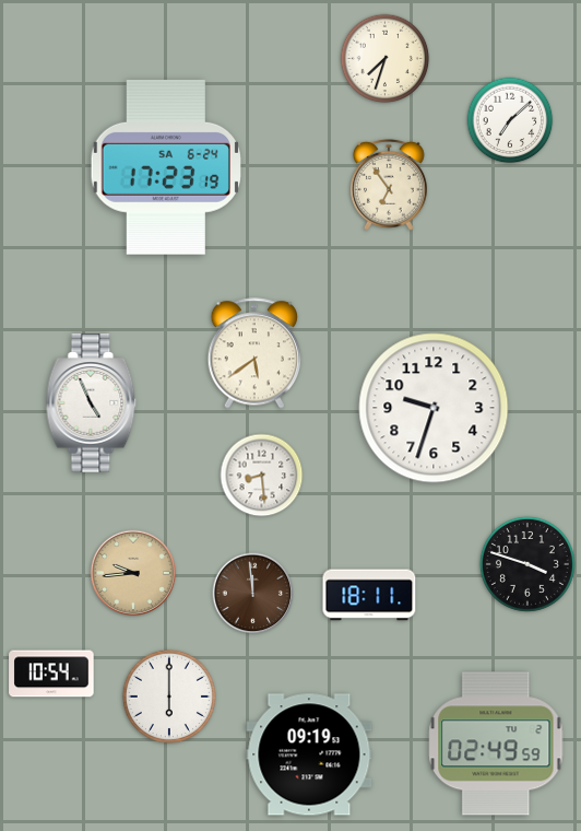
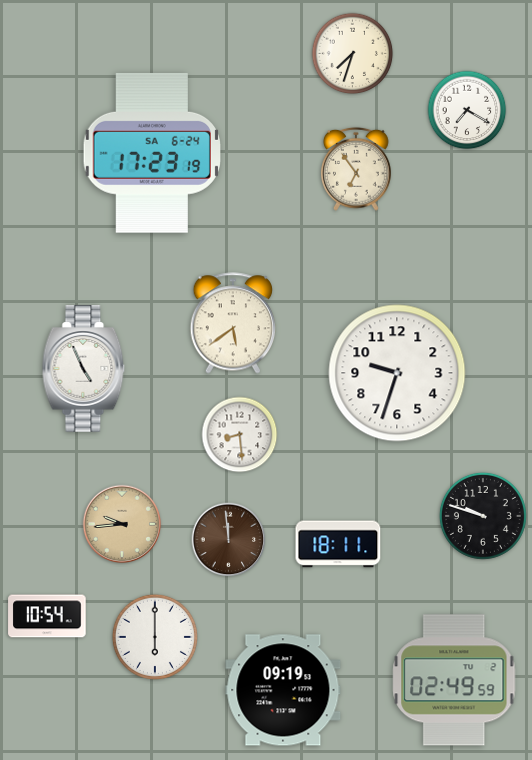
clock at (510, 120): 7:08 -> 7:20
clock at (527, 564): 3:48 -> 9:48
clock at (253, 594) position: (253, 594) -> (229, 540)
